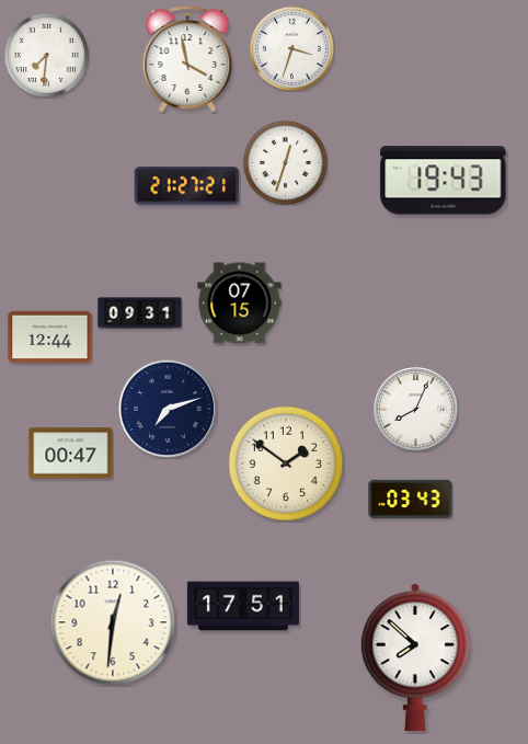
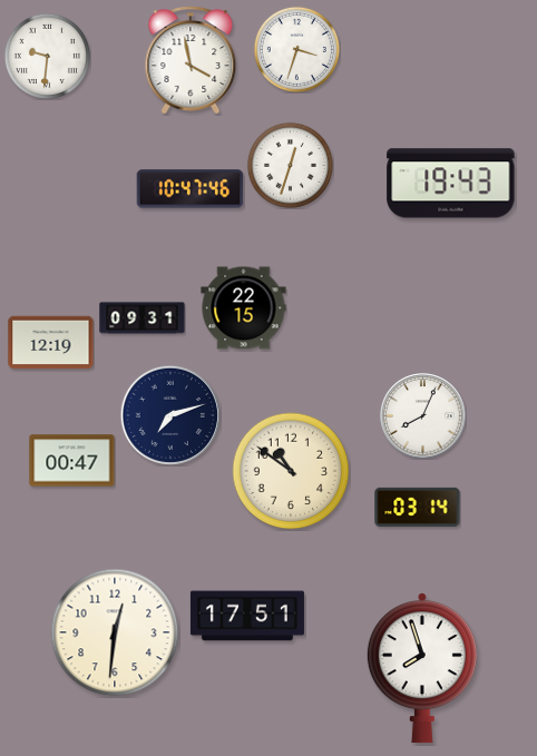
clock at (46, 55): 7:31 -> 9:31
clock at (187, 186): 21:27 -> 10:47
clock at (240, 304): 07:15 -> 22:15
clock at (50, 337): 12:44 -> 12:19
clock at (286, 463): 1:51 -> 10:51
clock at (411, 499): 03:43 -> 03:14
clock at (415, 657): 7:52 -> 7:57
